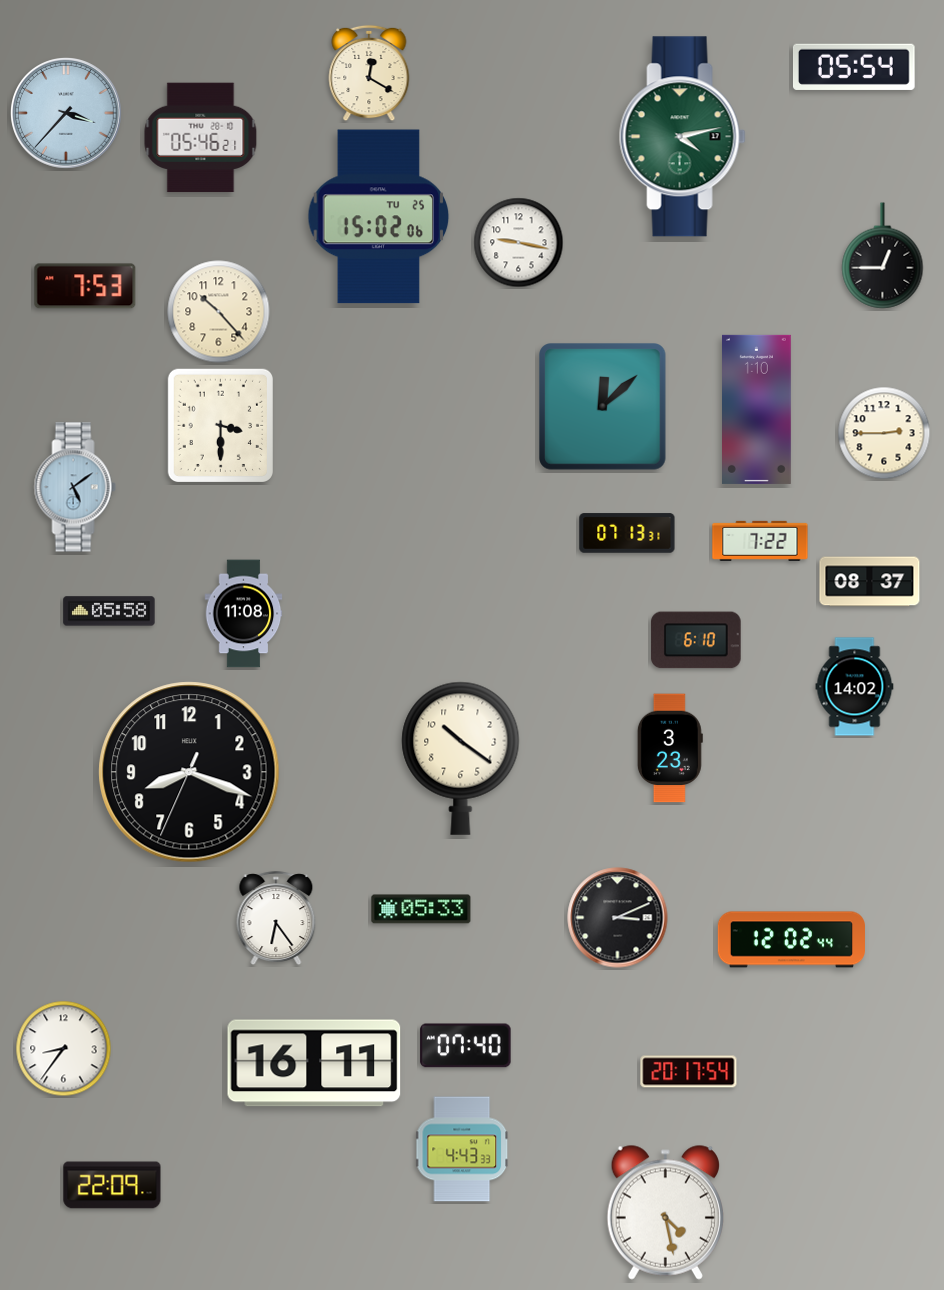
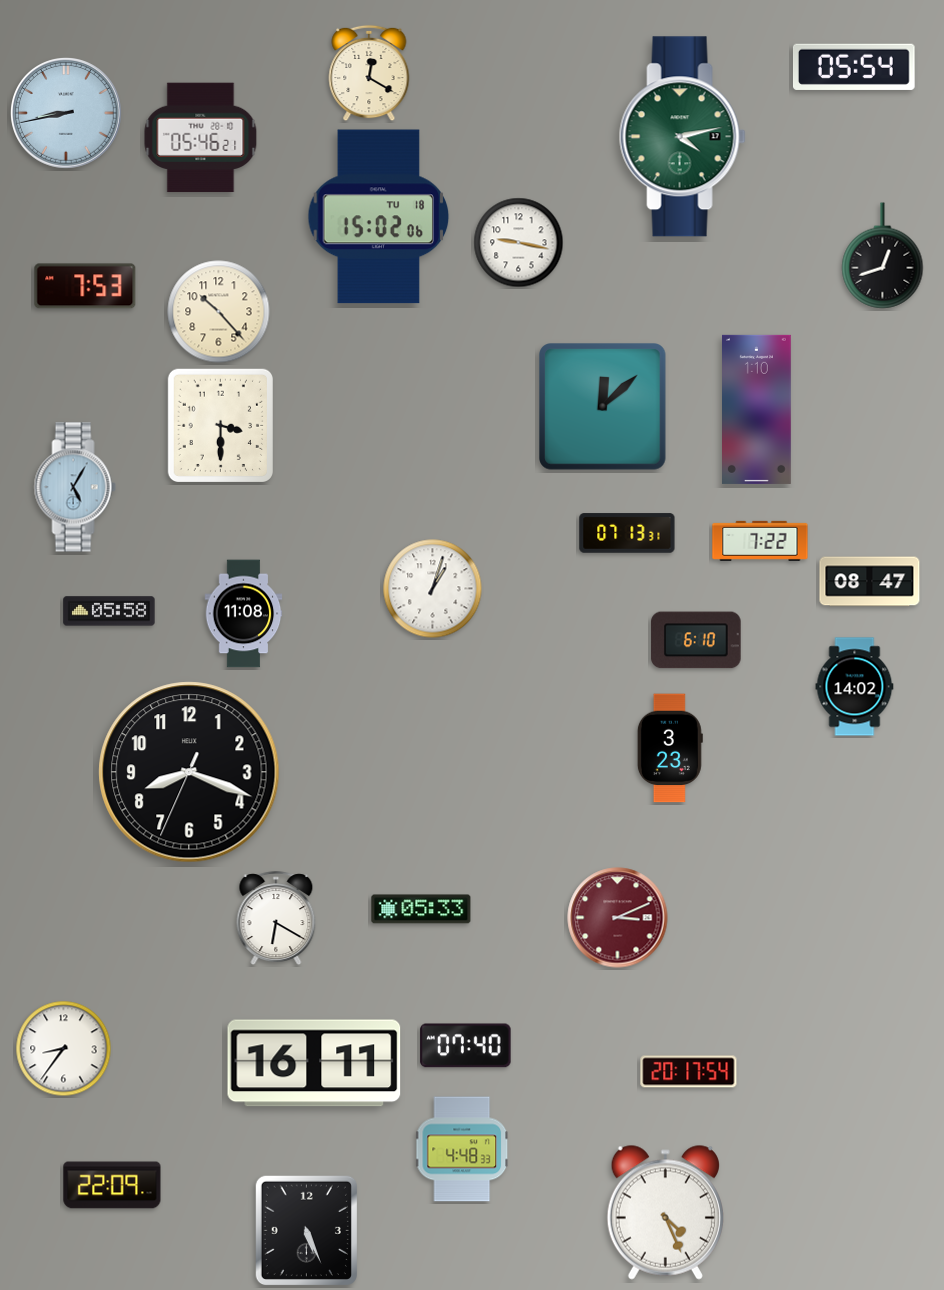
clock at (67, 114): 3:37 -> 8:43
clock at (379, 217) date: TU 25 -> TU 18
clock at (883, 256): 12:45 -> 12:42
clock at (884, 433): 2:45 -> none
clock at (75, 487): 5:09 -> 5:05
clock at (870, 582): 08:37 -> 08:47
clock at (433, 589): none -> 1:03
clock at (461, 758): 10:21 -> none
clock at (618, 918) dial: black -> burgundy
clock at (276, 919): 6:24 -> 6:20
clock at (791, 940): 12:02 -> none
clock at (463, 1149): 4:43 -> 4:48
clock at (665, 1212): 4:28 -> 4:26
clock at (306, 1230): none -> 5:26
